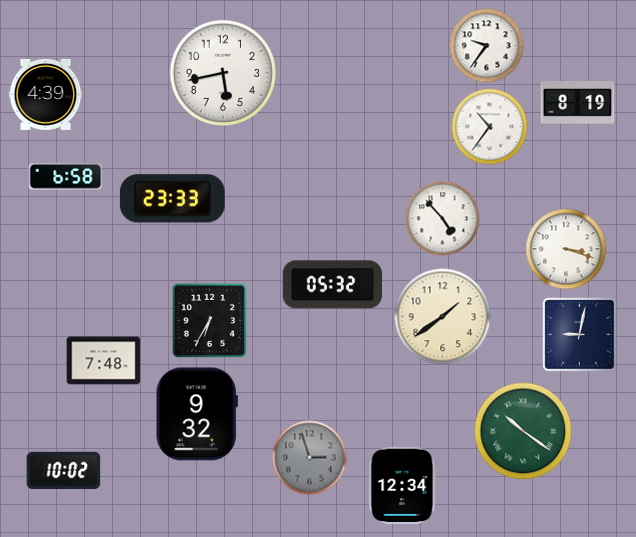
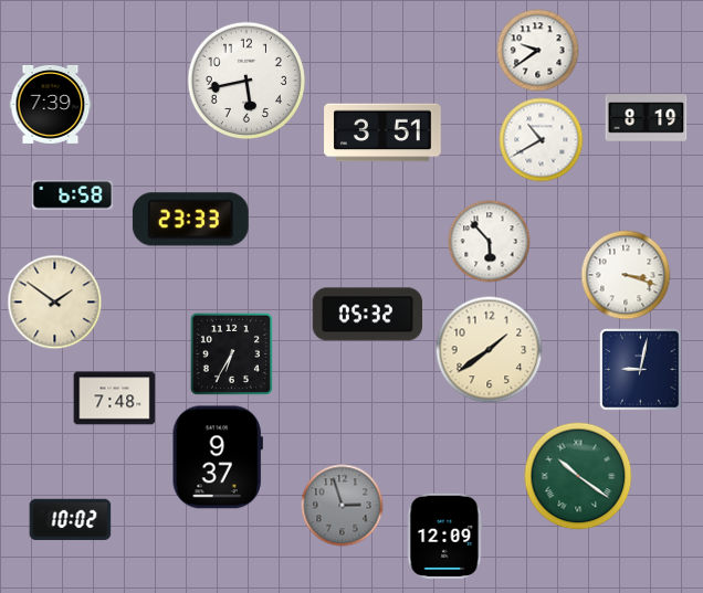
clock at (487, 46): 9:36 -> 9:39
clock at (46, 94): 4:39 -> 7:39
clock at (578, 103) position: (578, 103) -> (647, 118)
clock at (382, 133): none -> 3:51
clock at (490, 127): 10:36 -> 10:40
clock at (443, 219): 4:53 -> 5:53
clock at (55, 303): none -> 1:51
clock at (197, 414): 9:32 -> 9:37
clock at (403, 485): 12:34 -> 12:09
